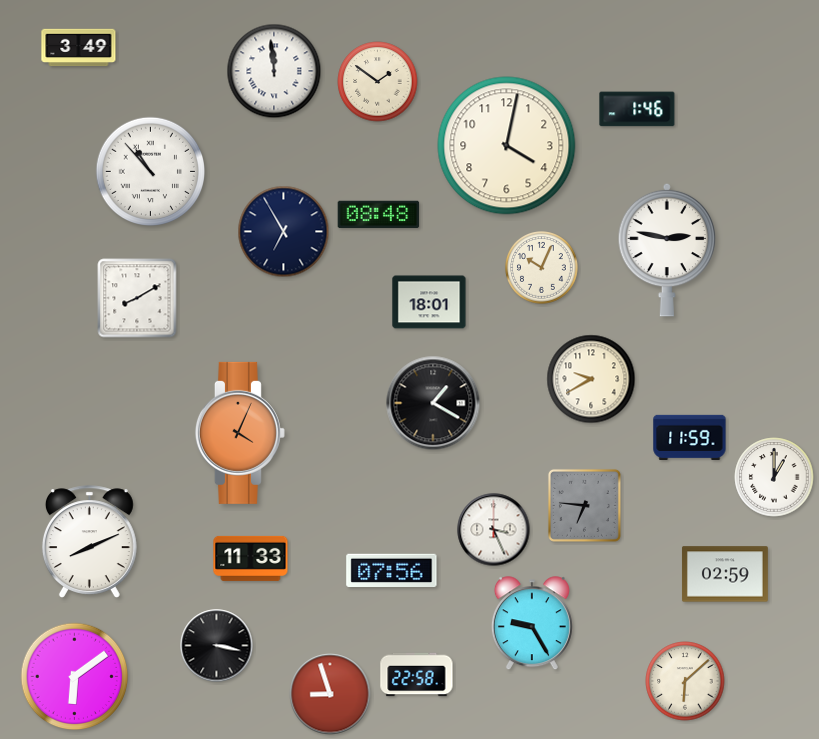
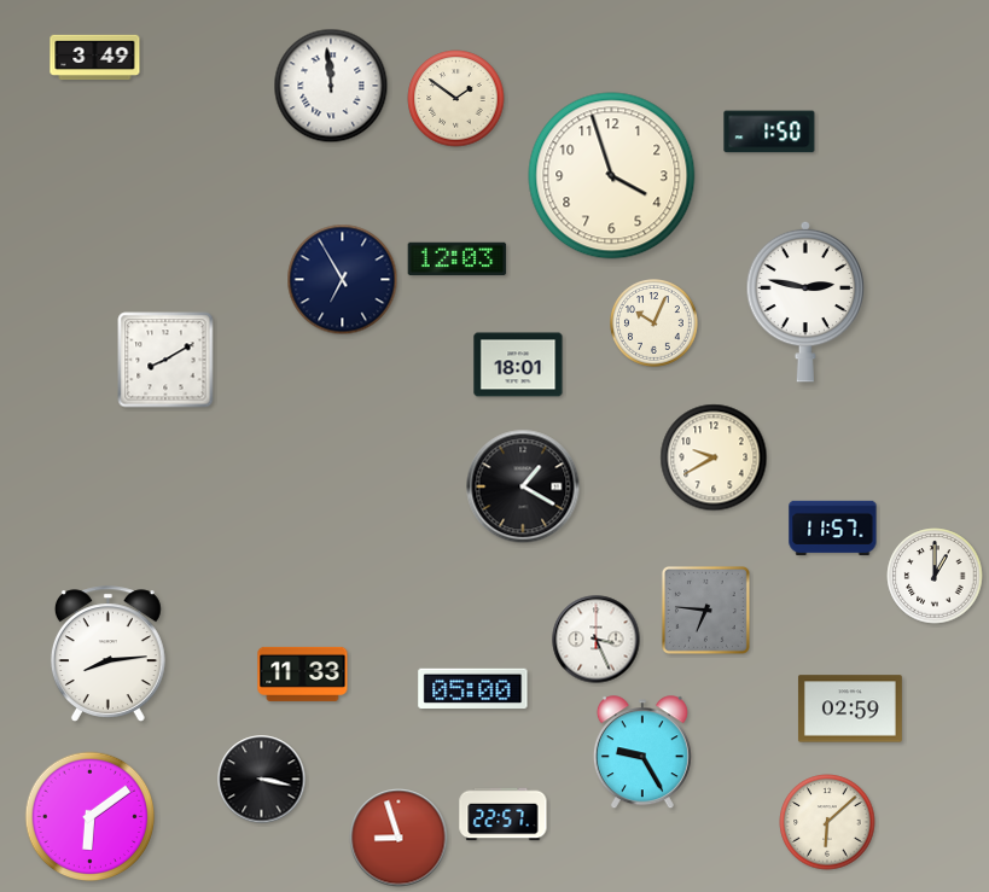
clock at (637, 109): 1:46 -> 1:50
clock at (507, 146): 4:02 -> 3:57
clock at (150, 171): 10:53 -> none
clock at (379, 215): 08:48 -> 12:03
clock at (240, 433): 4:04 -> none
clock at (690, 437): 11:59 -> 11:57
clock at (89, 542): 8:11 -> 8:14
clock at (392, 571): 07:56 -> 05:00
clock at (725, 574) position: (725, 574) -> (850, 709)
clock at (417, 675): 22:58 -> 22:57
